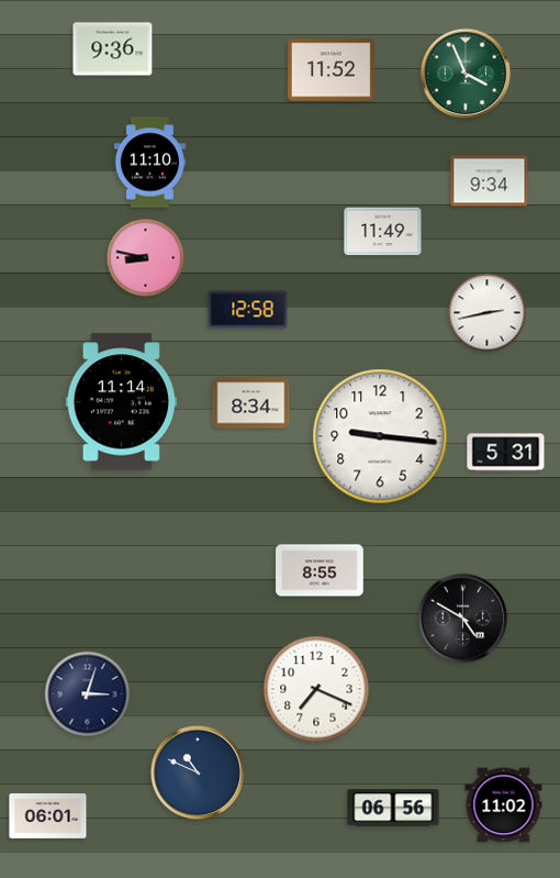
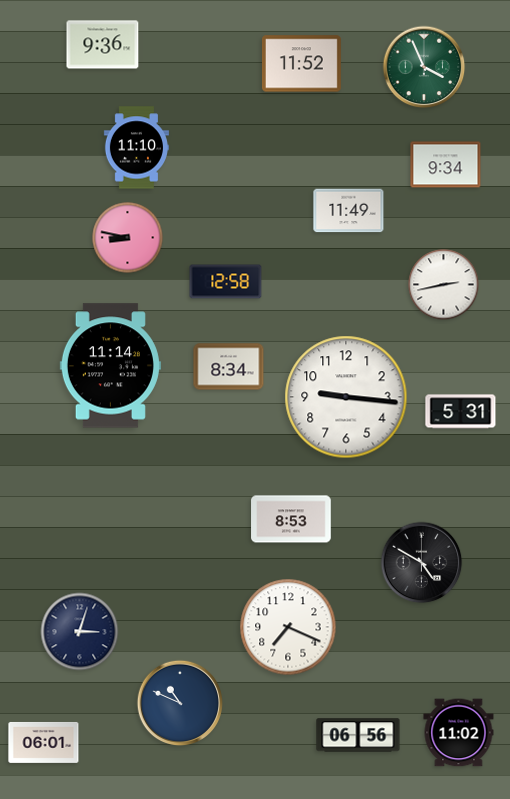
clock at (146, 258) position: (146, 258) -> (128, 238)
clock at (320, 570): 8:55 -> 8:53
